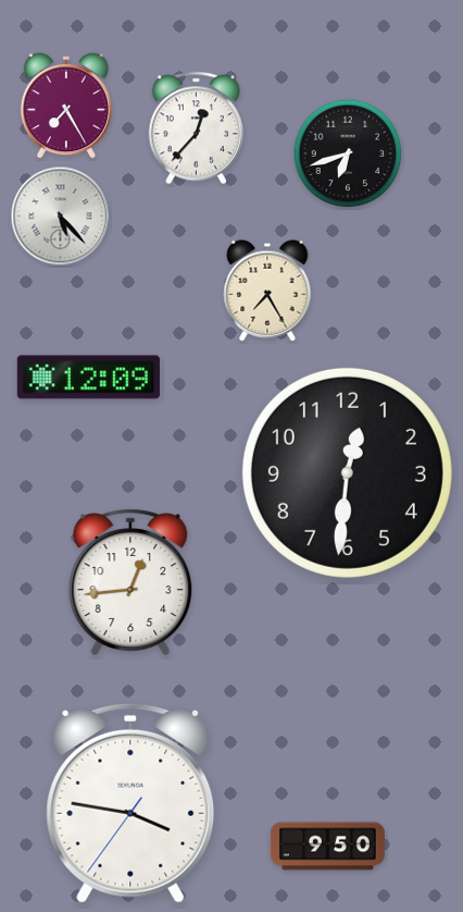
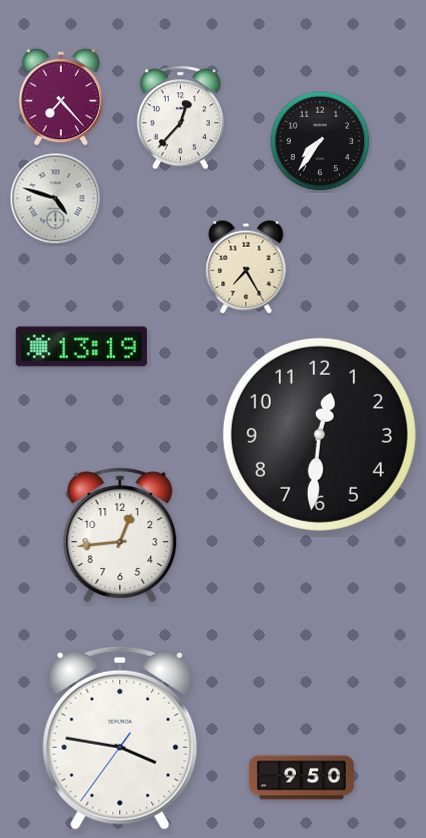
clock at (65, 106): 7:25 -> 7:23
clock at (348, 153): 6:42 -> 7:36
clock at (61, 217): 5:23 -> 4:48
clock at (88, 378): 12:09 -> 13:19
